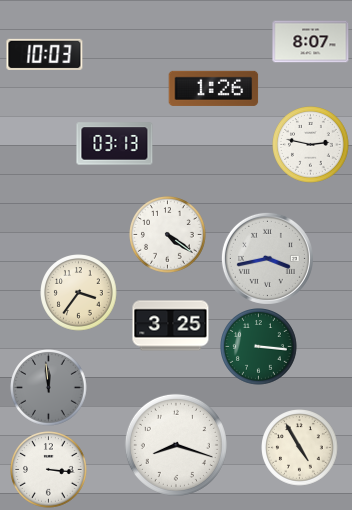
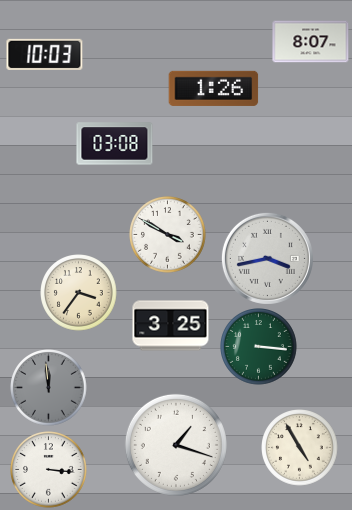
clock at (115, 144): 03:13 -> 03:08
clock at (311, 145): 2:47 -> none
clock at (168, 235): 4:21 -> 3:50
clock at (176, 445): 8:18 -> 1:18
